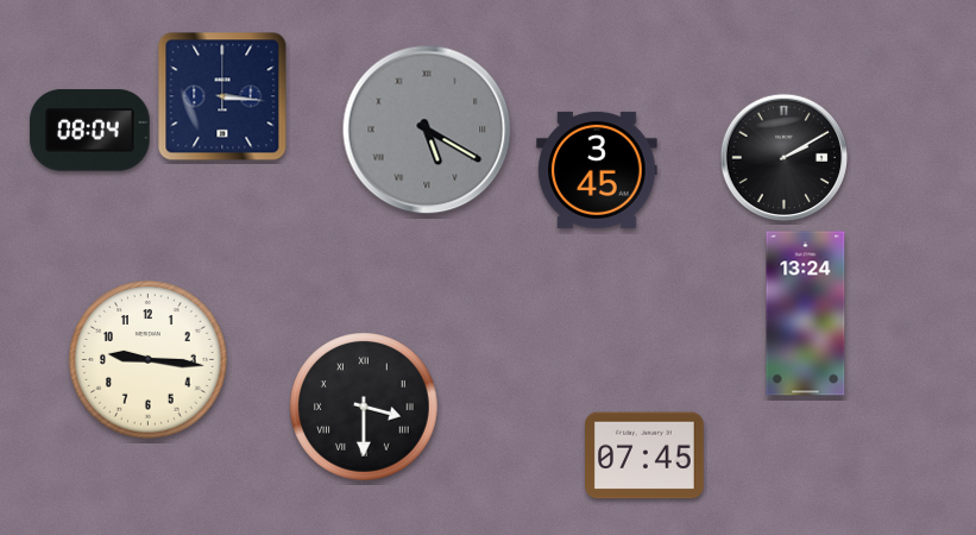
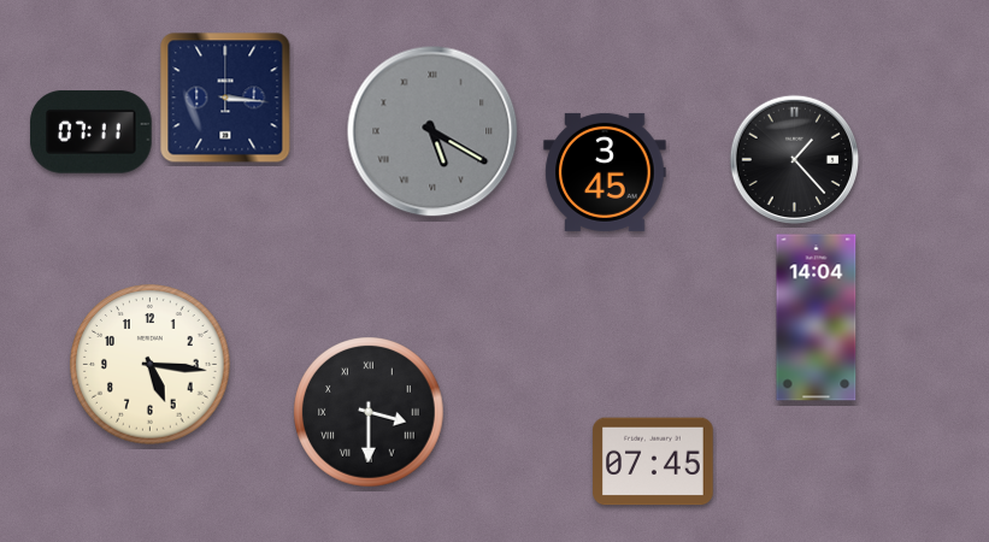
clock at (90, 131): 08:04 -> 07:11
clock at (783, 157): 2:10 -> 1:23
clock at (806, 314): 13:24 -> 14:04
clock at (149, 360): 9:16 -> 5:16
